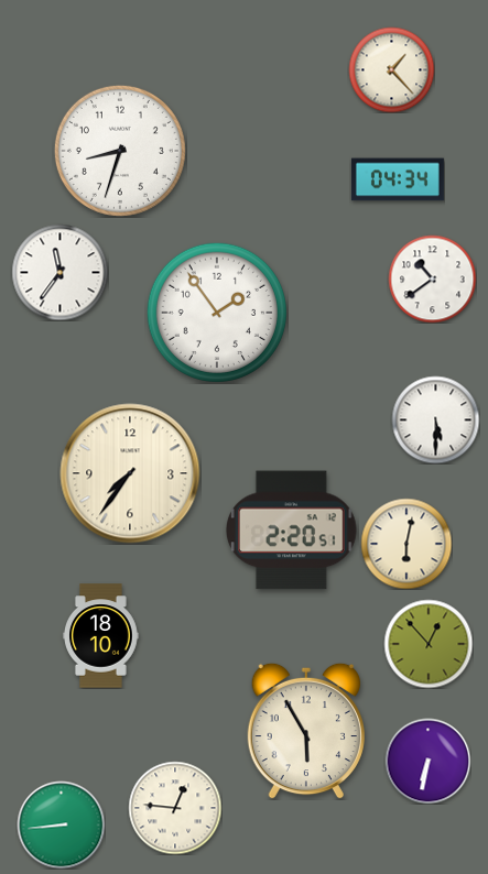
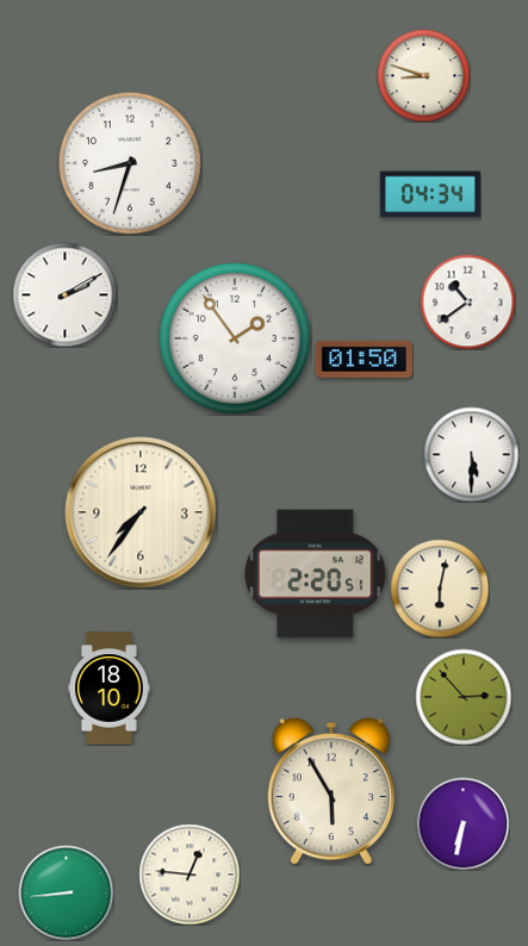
clock at (391, 69): 1:23 -> 8:48
clock at (59, 272): 11:36 -> 2:10
clock at (364, 359): none -> 01:50
clock at (429, 644): 12:53 -> 2:53
